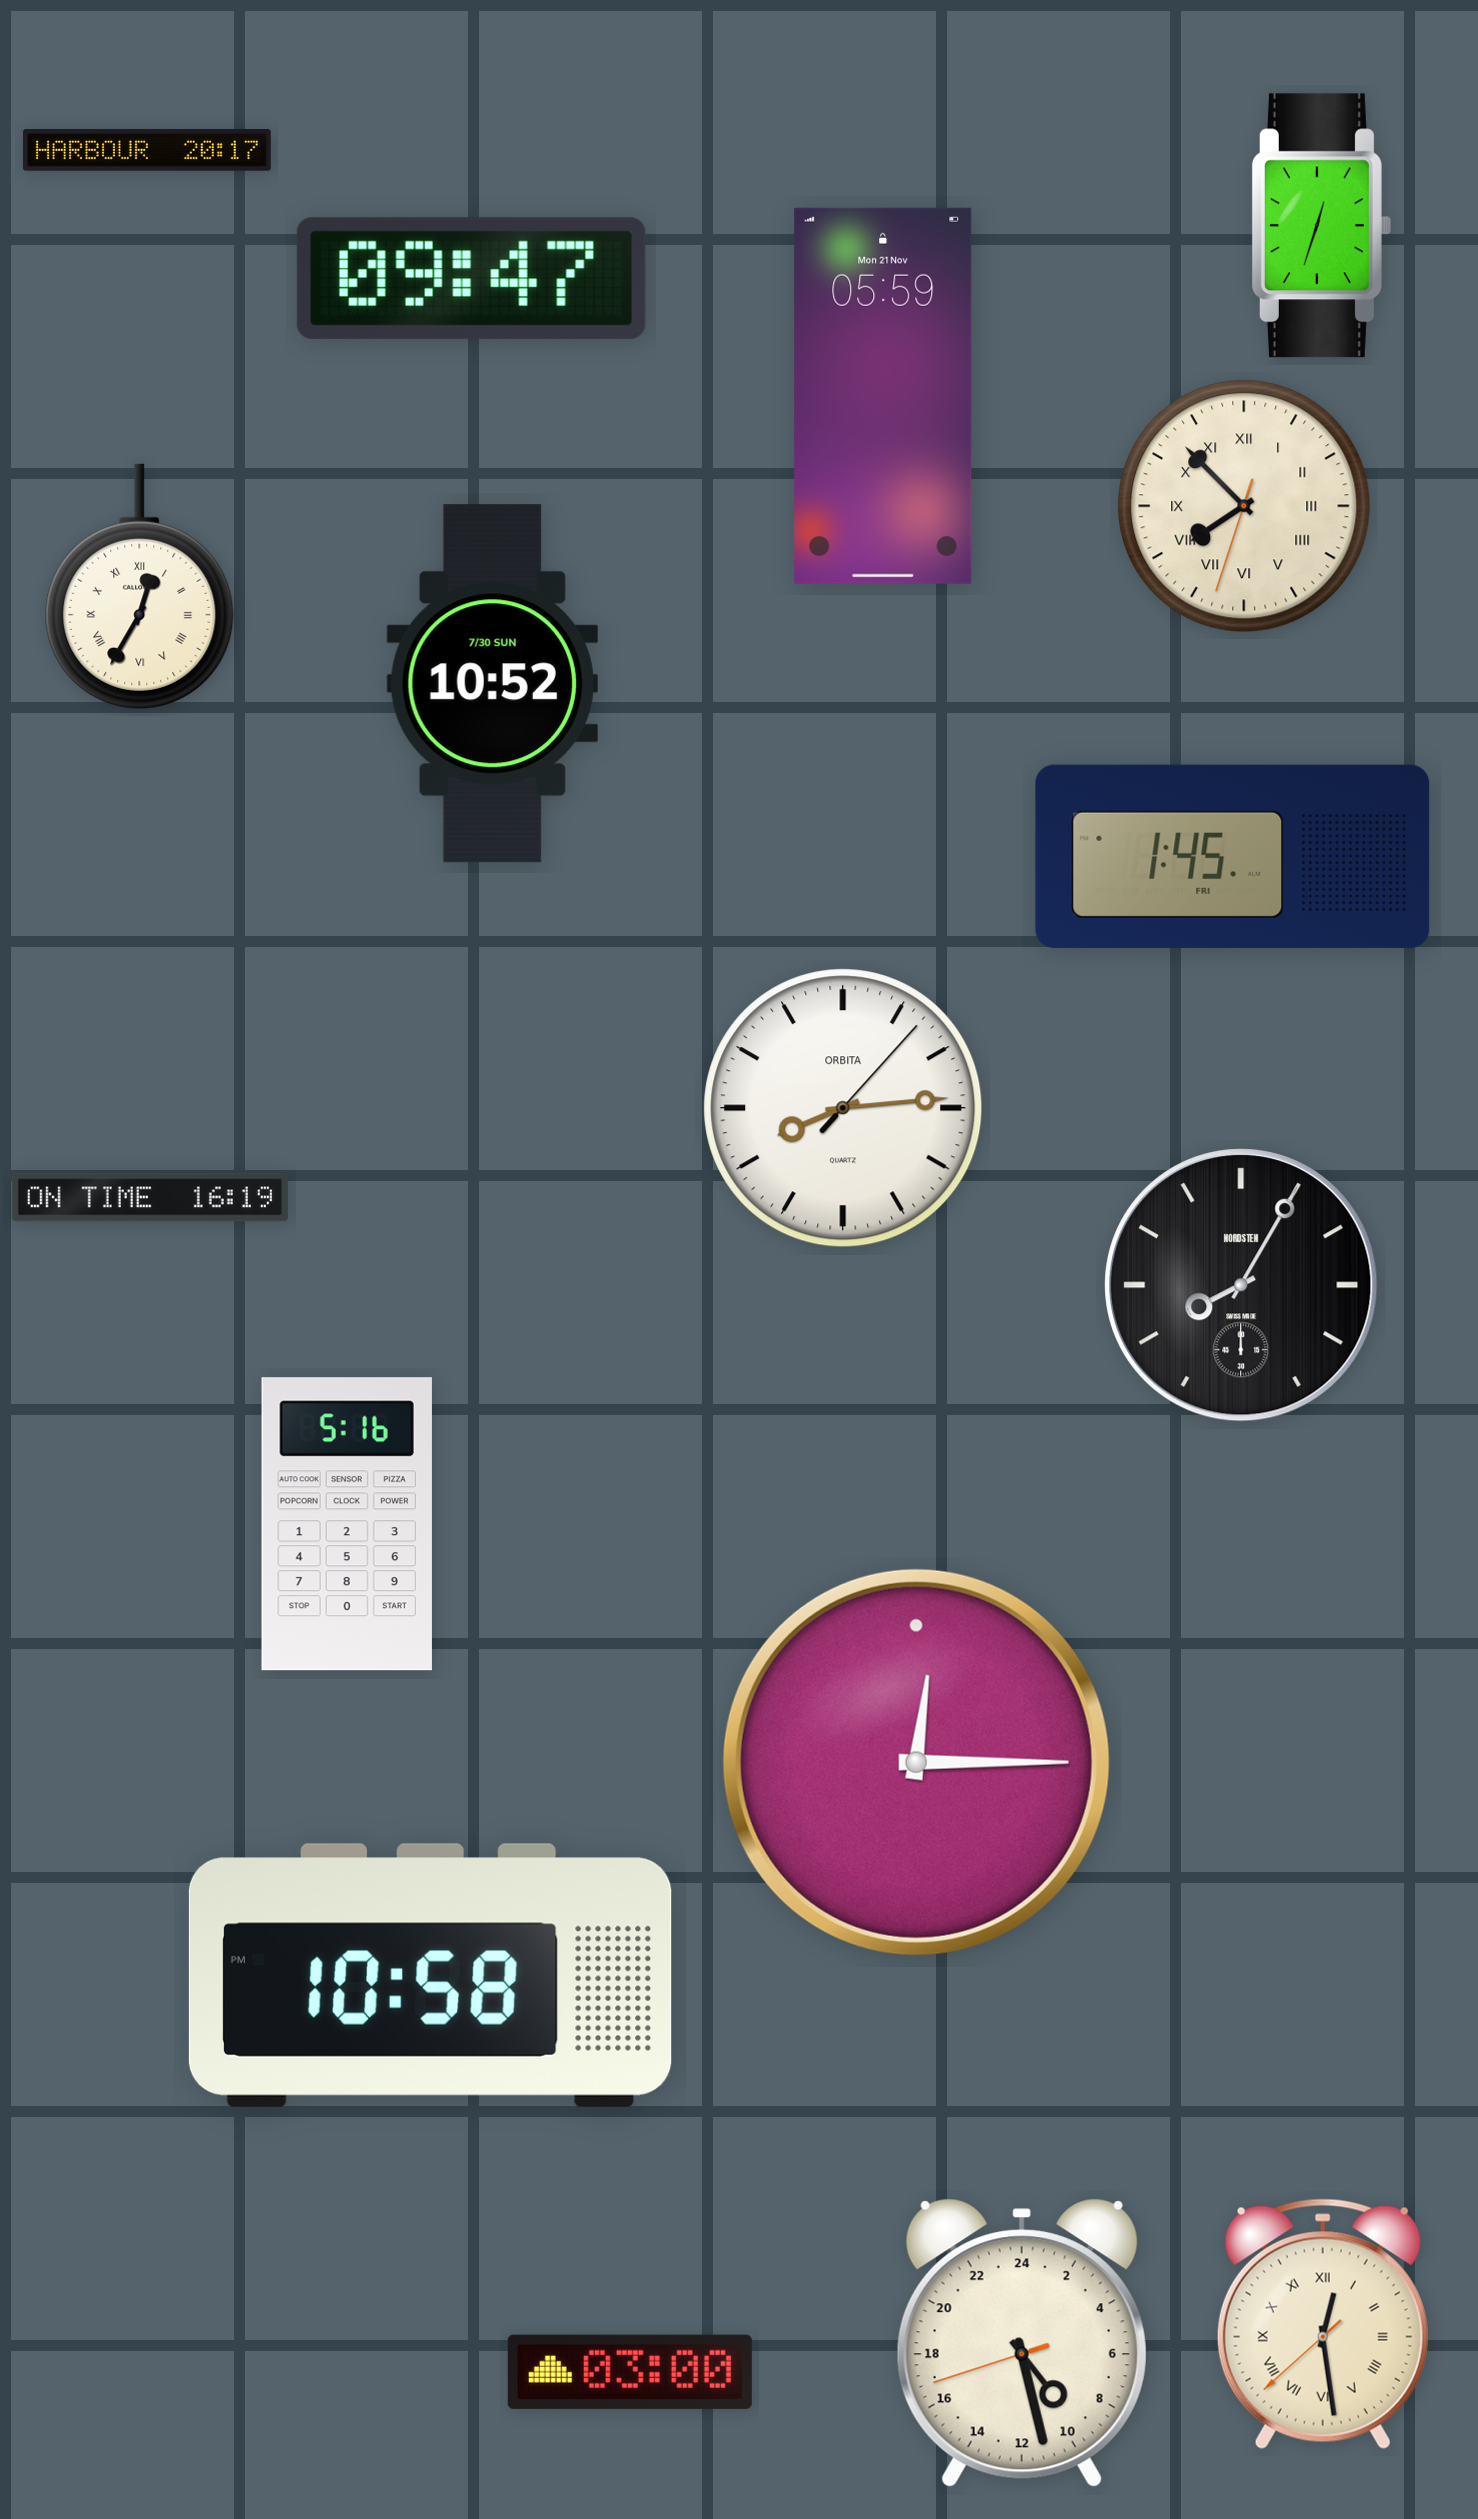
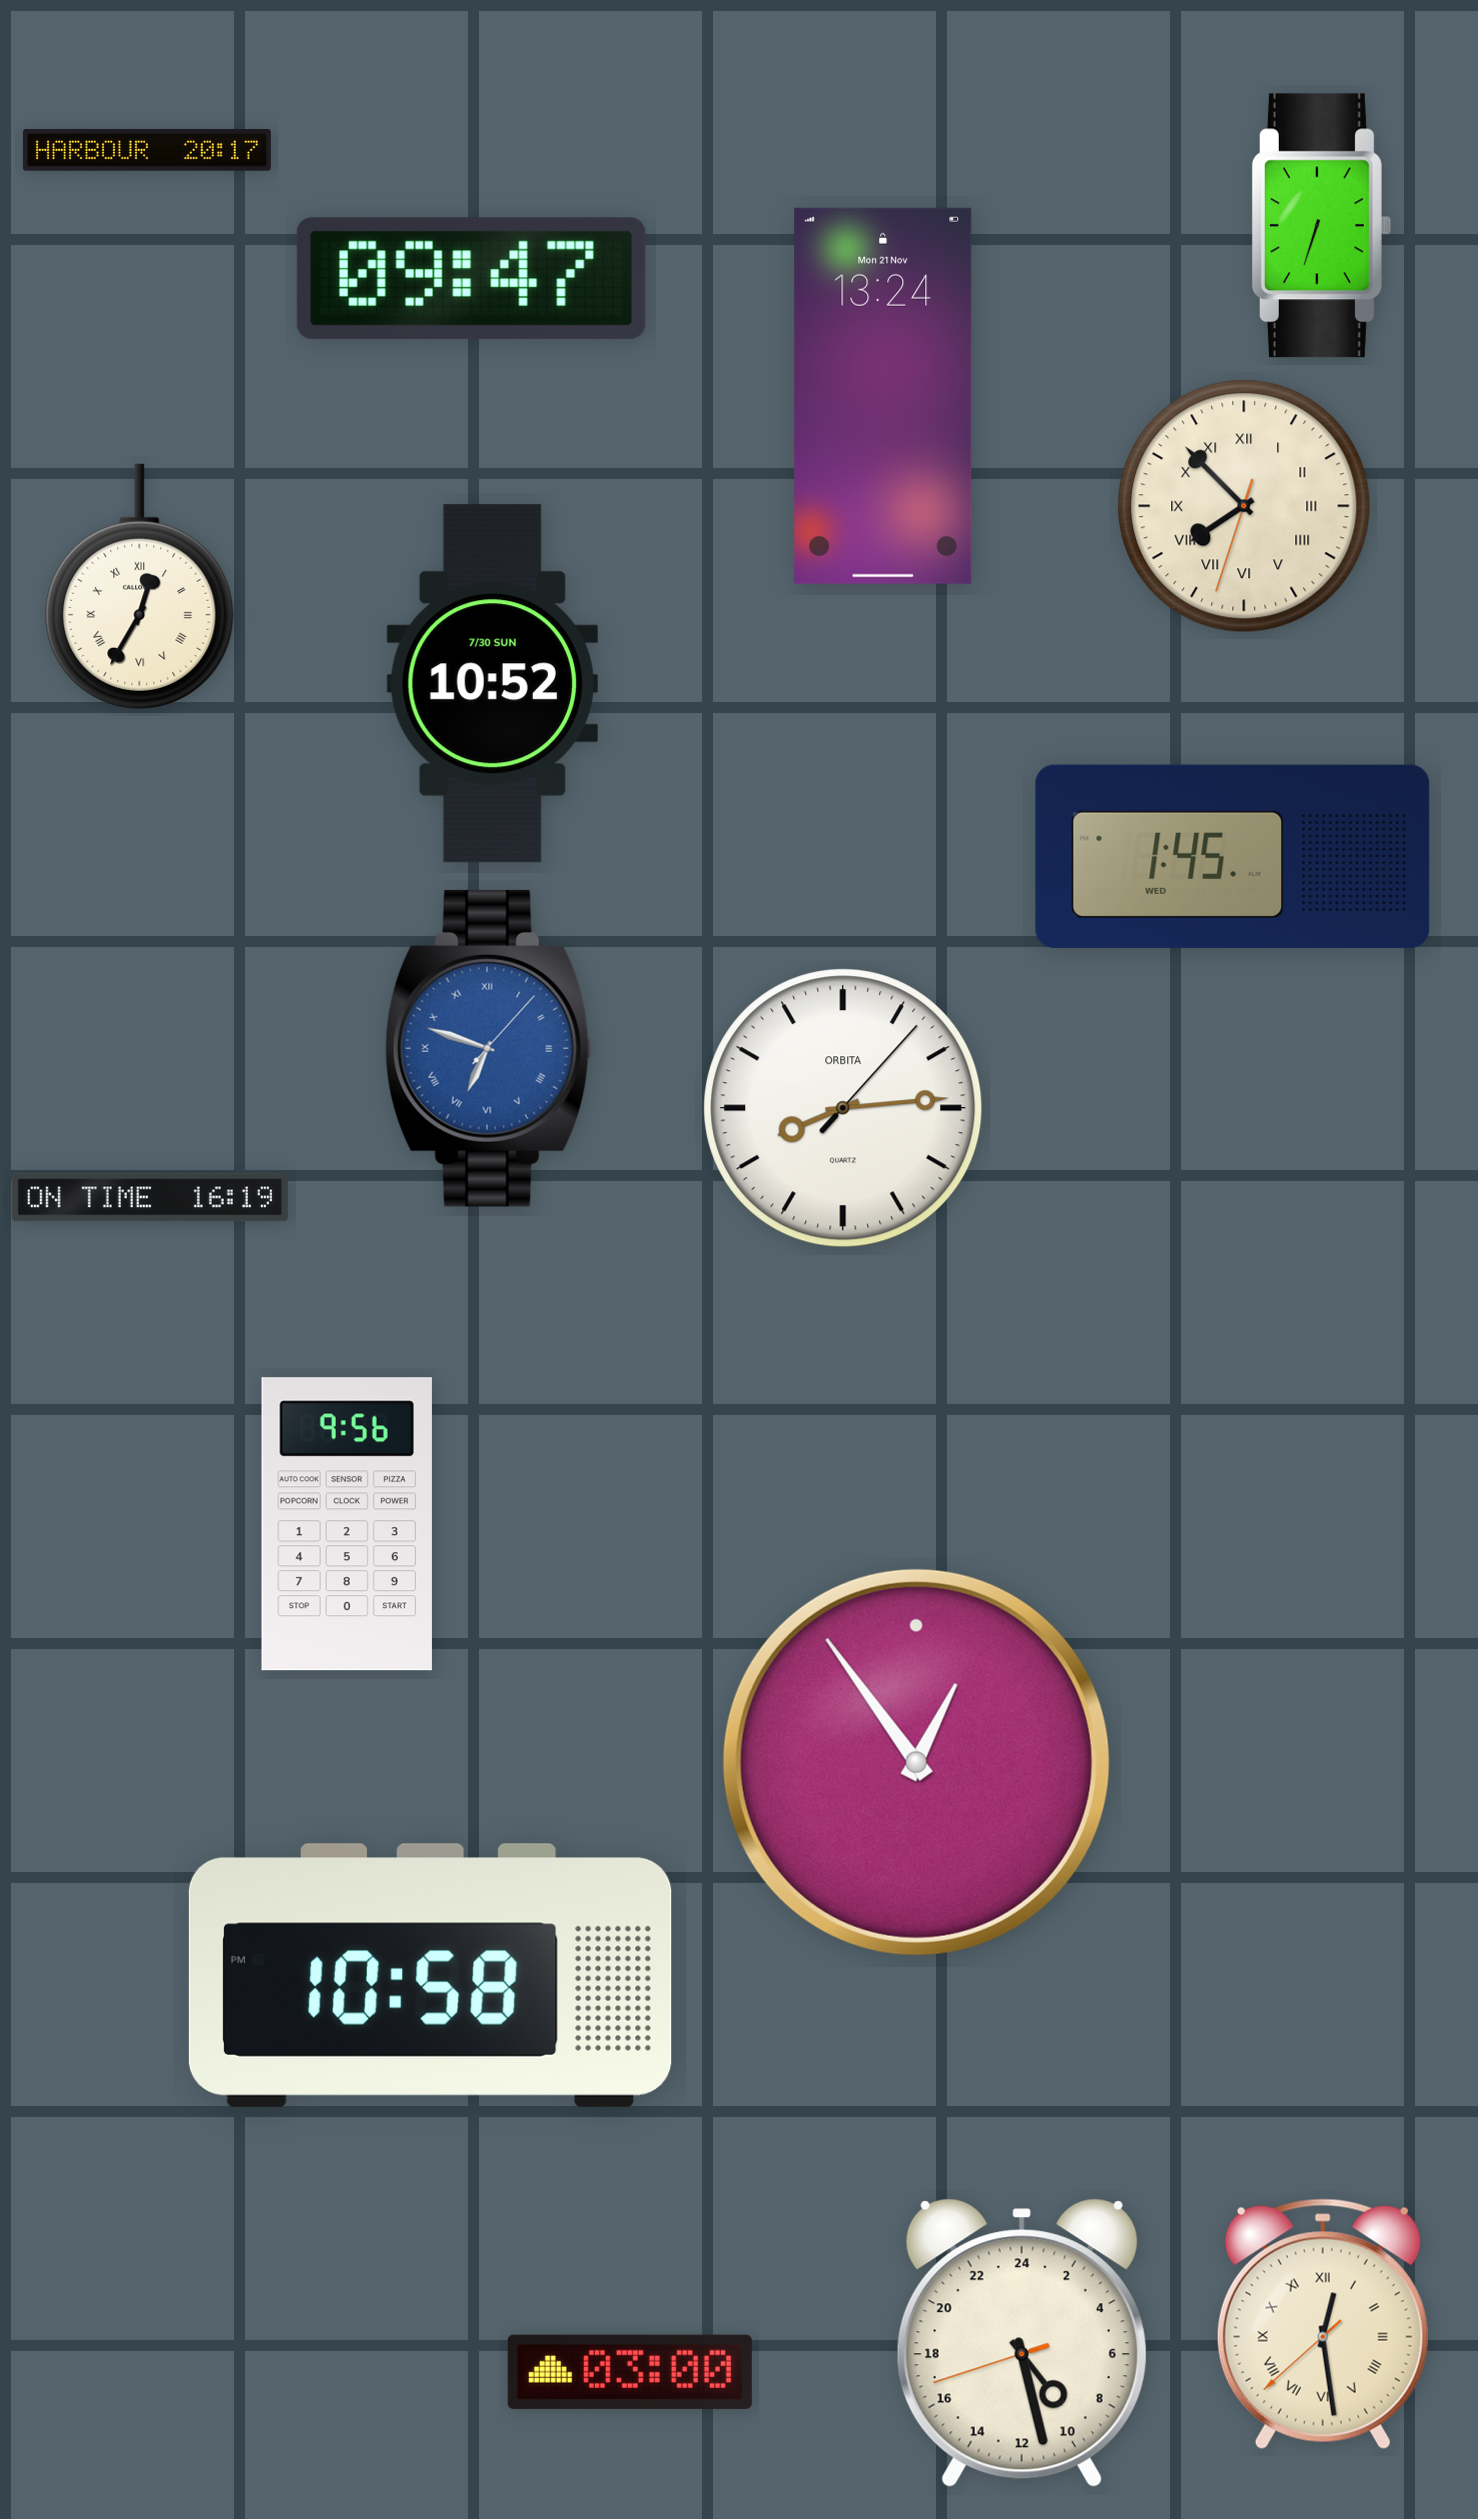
clock at (1321, 226): 12:33 -> 6:33
clock at (883, 396): 05:59 -> 13:24
clock at (1233, 856) date: FRI -> WED
clock at (488, 1048): none -> 6:48
clock at (1241, 1285): 8:05 -> none
clock at (347, 1524): 5:16 -> 9:56
clock at (916, 1762): 12:15 -> 12:54
